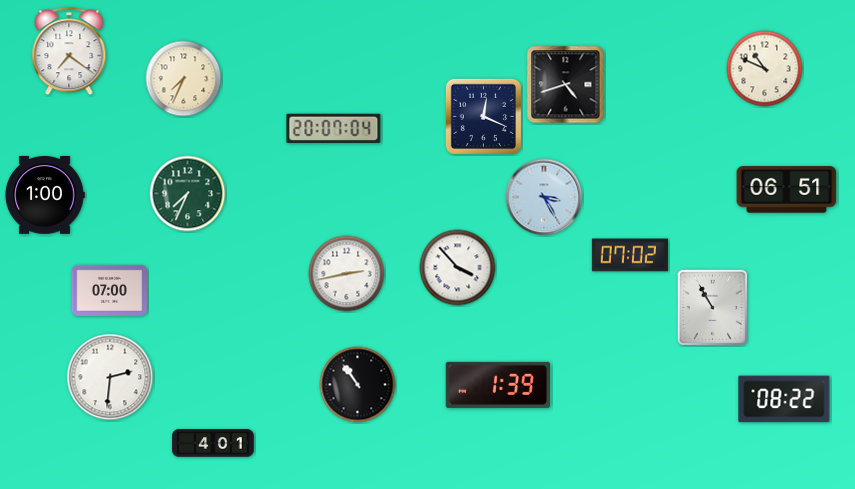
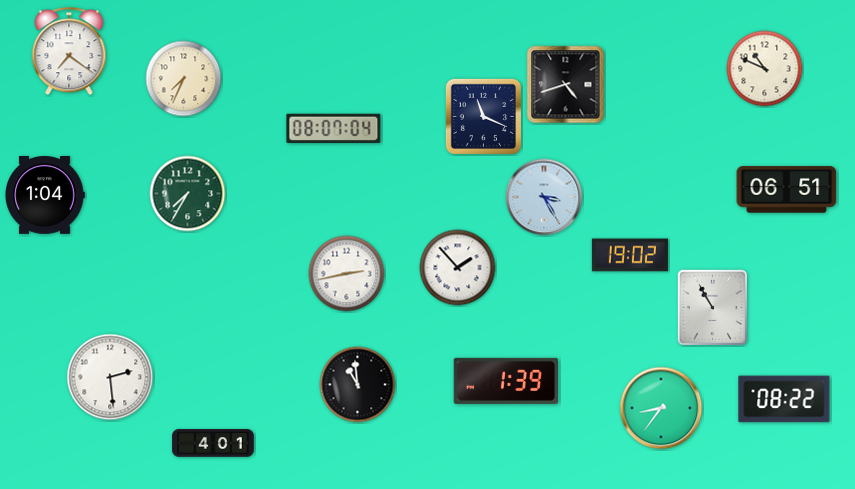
clock at (483, 116): 12:19 -> 11:19
clock at (334, 129): 20:07 -> 08:07
clock at (188, 194): 7:34 -> 7:35
clock at (45, 196): 1:00 -> 1:04
clock at (630, 255): 07:02 -> 19:02
clock at (458, 268): 3:53 -> 1:53
clock at (109, 290): 07:00 -> none
clock at (110, 377): 2:31 -> 2:29
clock at (358, 385): 10:54 -> 10:59
clock at (497, 385) position: (497, 385) -> (505, 381)
clock at (661, 408): none -> 8:36
